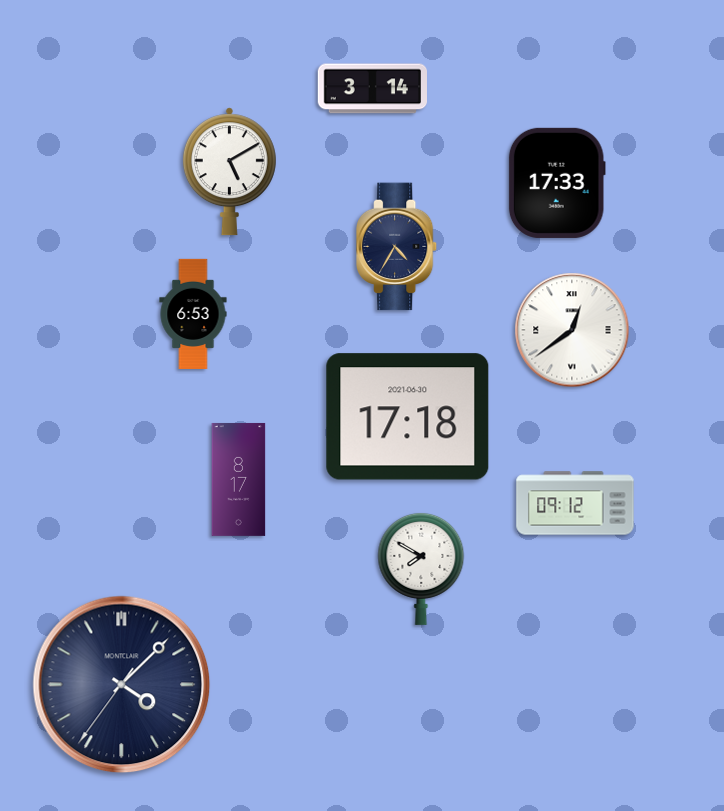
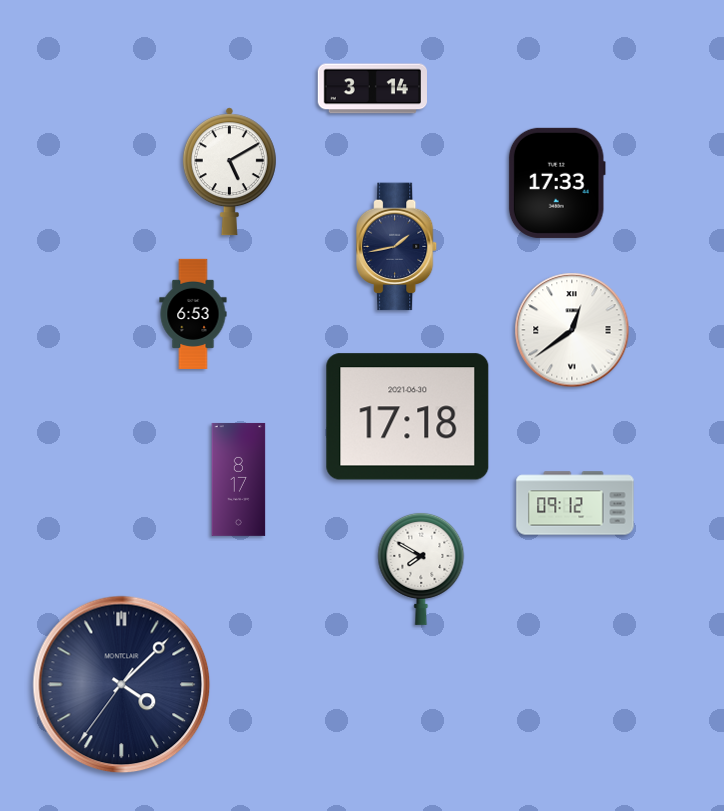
clock at (398, 247): 4:35 -> 1:43
